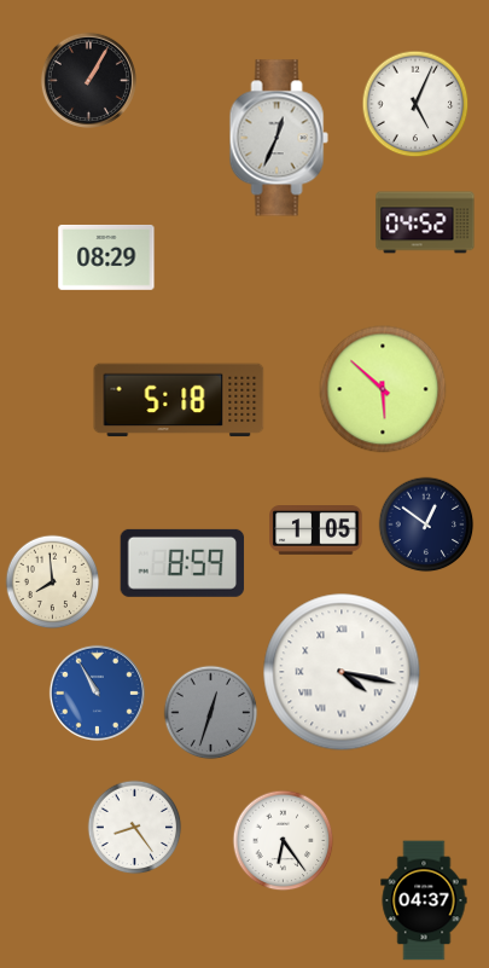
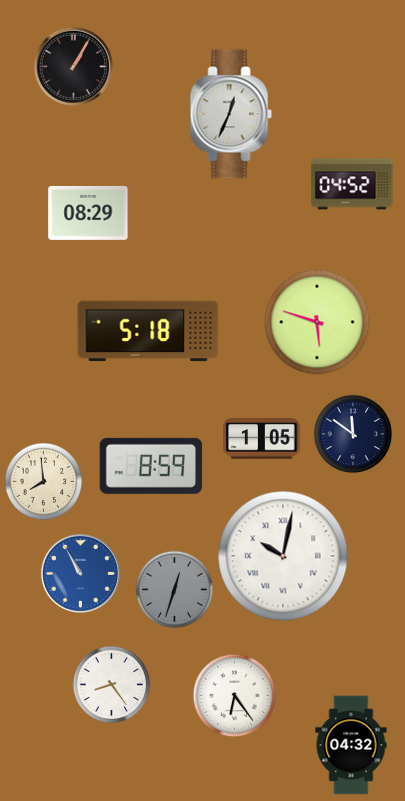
clock at (415, 104): 5:04 -> none
clock at (383, 389): 5:52 -> 5:48
clock at (426, 524): 12:51 -> 11:51
clock at (342, 672): 4:17 -> 10:02
clock at (424, 900): 04:37 -> 04:32
